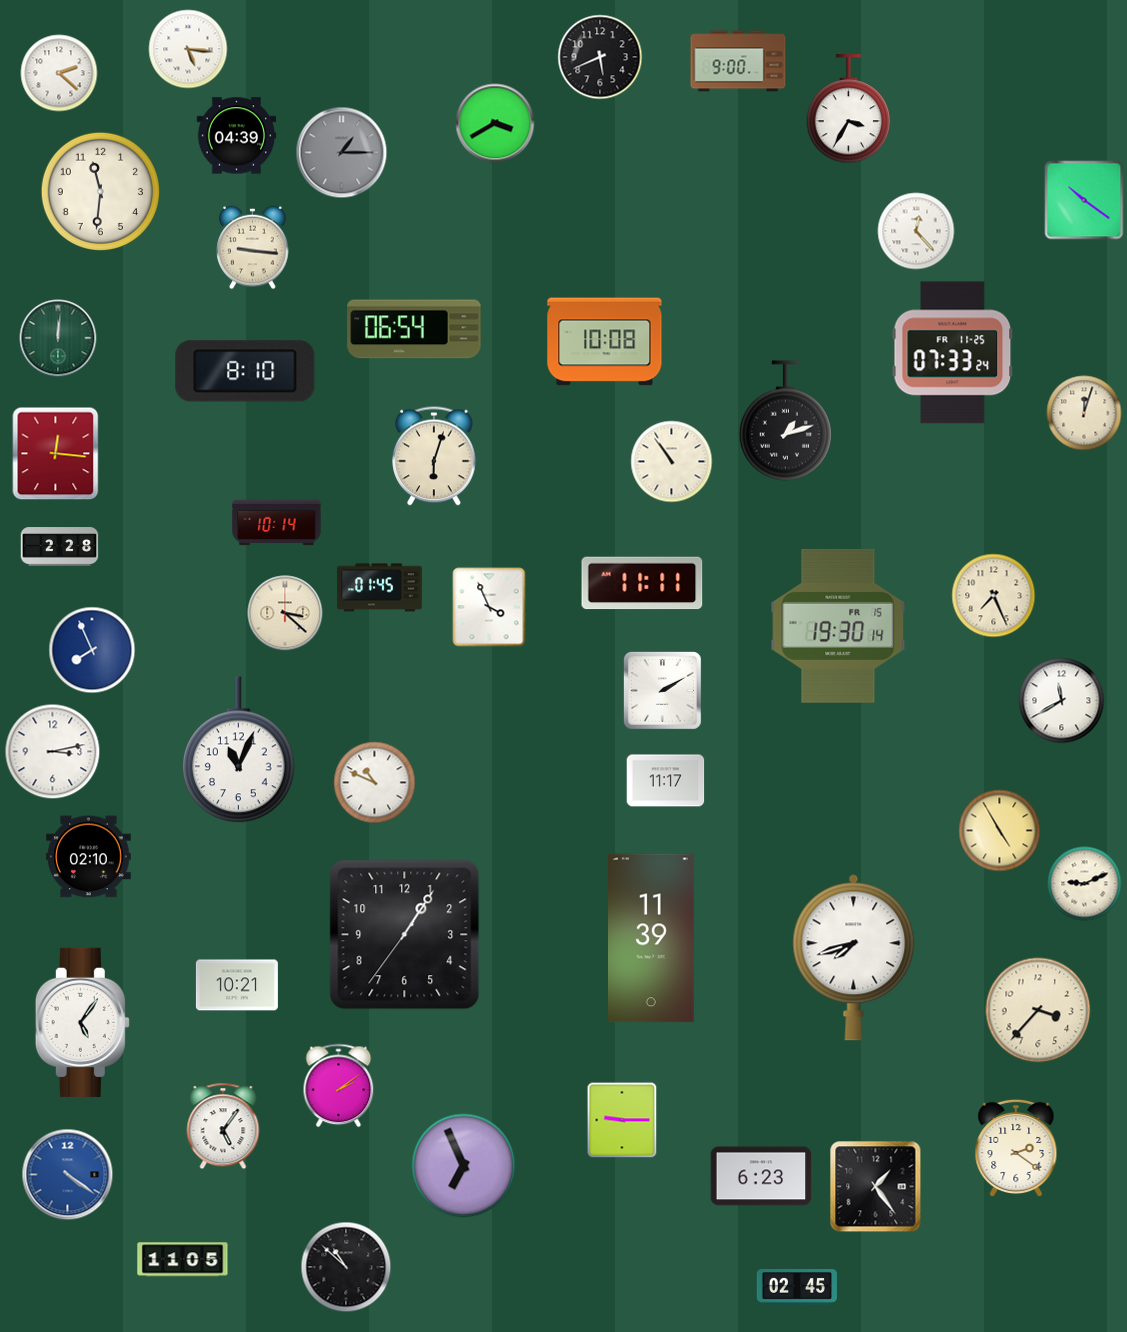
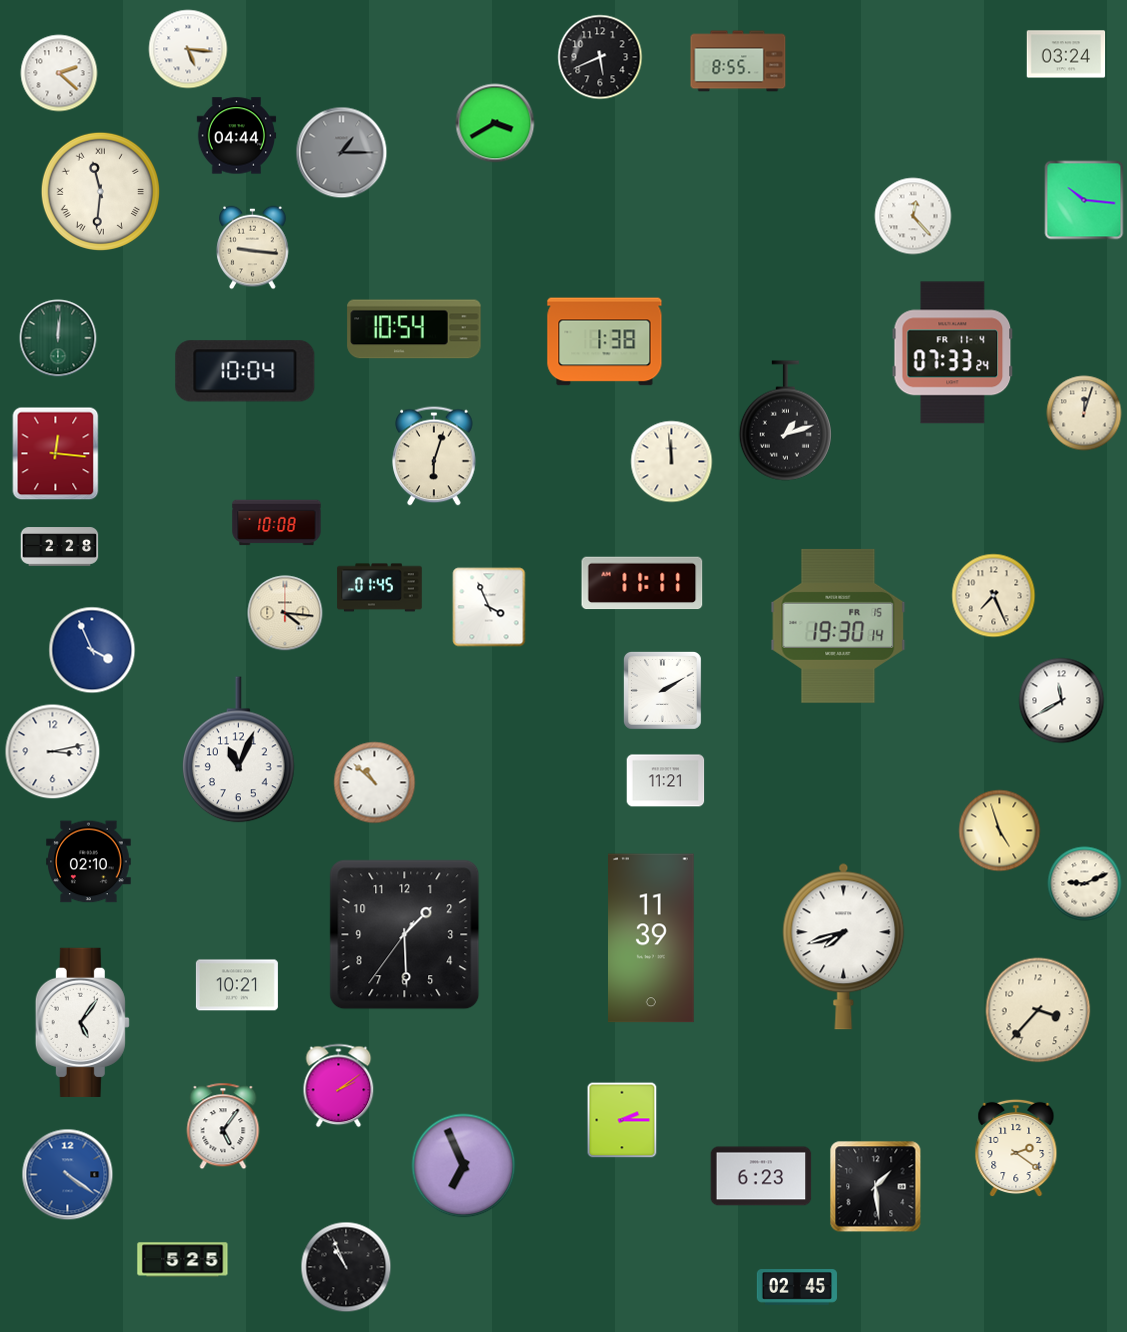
clock at (1066, 54): none -> 03:24
clock at (738, 61): 9:00 -> 8:55
clock at (849, 109): 3:35 -> none
clock at (237, 136): 04:39 -> 04:44
clock at (100, 191) numerals: Arabic -> Roman
clock at (1084, 200): 10:21 -> 10:16
clock at (916, 231) position: (916, 231) -> (913, 216)
clock at (414, 329): 06:54 -> 10:54
clock at (605, 342): 10:08 -> 1:38
clock at (953, 353) date: FR 11-25 -> FR 11-4
clock at (245, 371): 8:10 -> 10:04
clock at (672, 462): 10:54 -> 11:59
clock at (277, 523): 10:14 -> 10:08
clock at (285, 613): 3:22 -> 4:16
clock at (92, 650): 7:56 -> 3:56
clock at (666, 781): 11:17 -> 11:21
clock at (375, 783): 10:49 -> 10:52
clock at (1000, 831): 4:55 -> 4:57
clock at (89, 857) position: (89, 857) -> (89, 862)
clock at (405, 935): 1:05 -> 1:29
clock at (854, 957) position: (854, 957) -> (844, 946)
clock at (622, 1120): 9:15 -> 2:15
clock at (876, 1187): 1:24 -> 1:29
clock at (183, 1260): 11:05 -> 5:25
clock at (346, 1267): 10:52 -> 10:56
